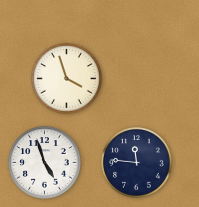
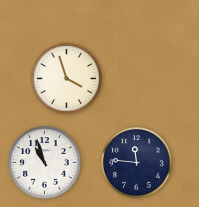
clock at (45, 163): 4:57 -> 10:57
